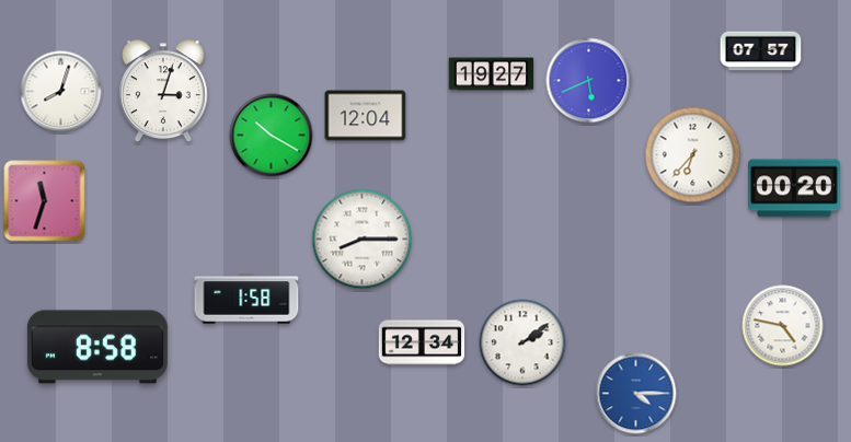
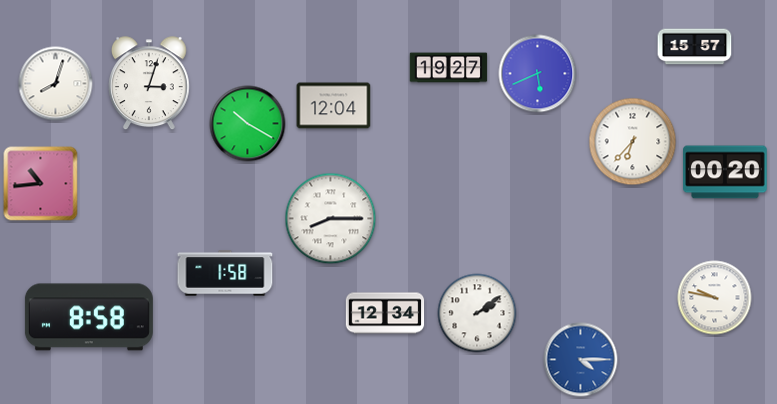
clock at (761, 51): 07:57 -> 15:57
clock at (45, 201): 11:33 -> 10:44
clock at (783, 326): 4:47 -> 9:47
